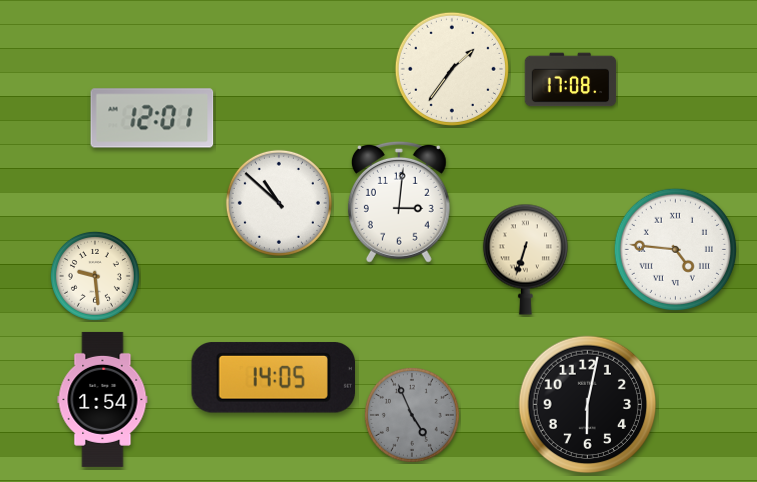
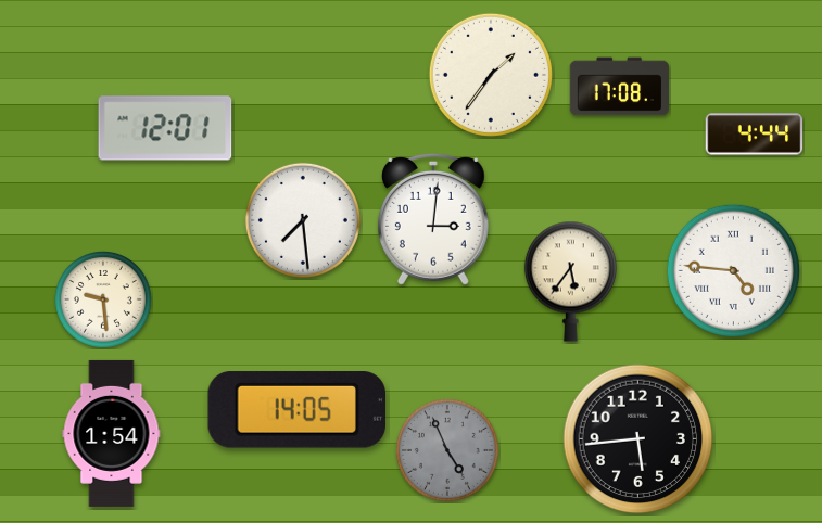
clock at (755, 135): none -> 4:44
clock at (279, 203): 10:52 -> 7:29
clock at (525, 259): 6:33 -> 5:36
clock at (588, 405): 6:02 -> 5:44
